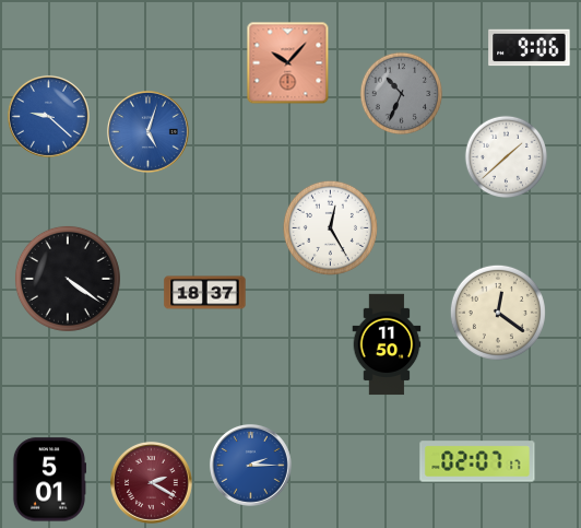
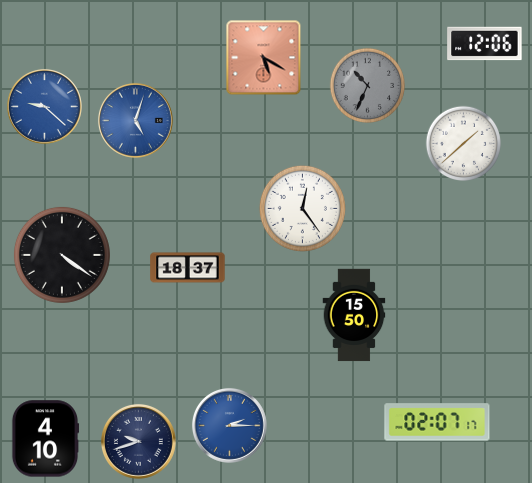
clock at (530, 48): 9:06 -> 12:06
clock at (288, 63): 10:07 -> 5:20
clock at (330, 227): 12:25 -> 12:24
clock at (498, 313): 12:21 -> none
clock at (387, 344): 11:50 -> 15:50
clock at (49, 480): 5:01 -> 4:10
clock at (152, 483): 2:20 -> 9:42
clock at (152, 483) dial: burgundy -> navy
